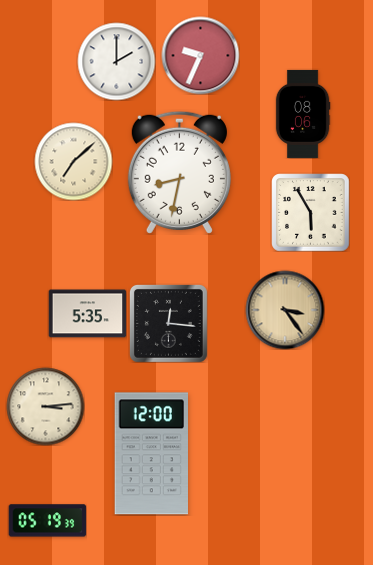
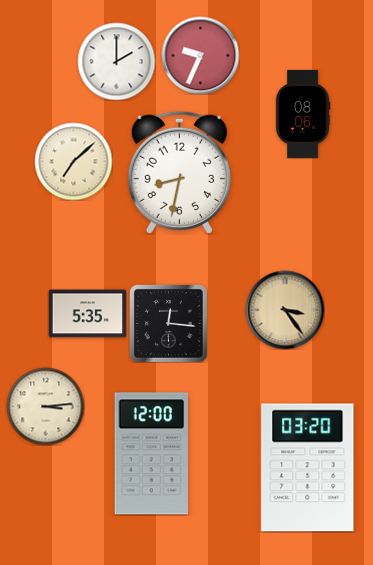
clock at (310, 212): 5:55 -> none
clock at (308, 468): none -> 03:20
clock at (47, 521): 05:19 -> none
